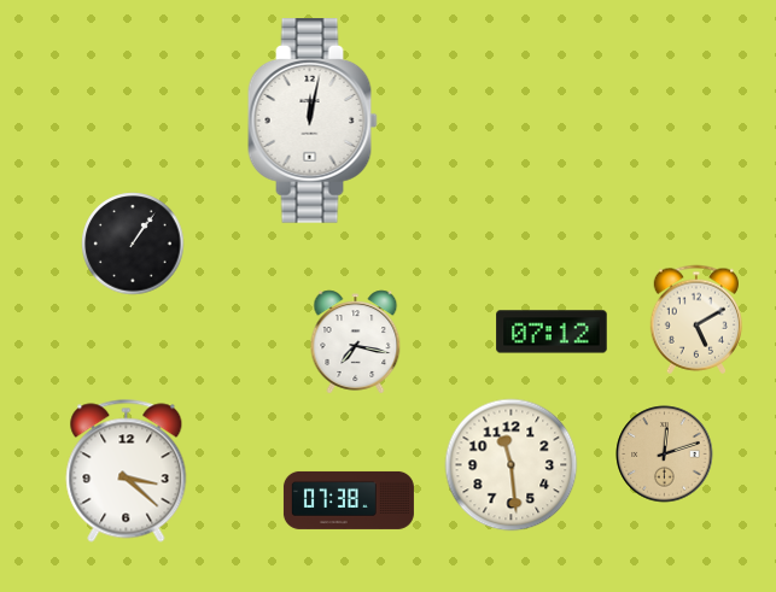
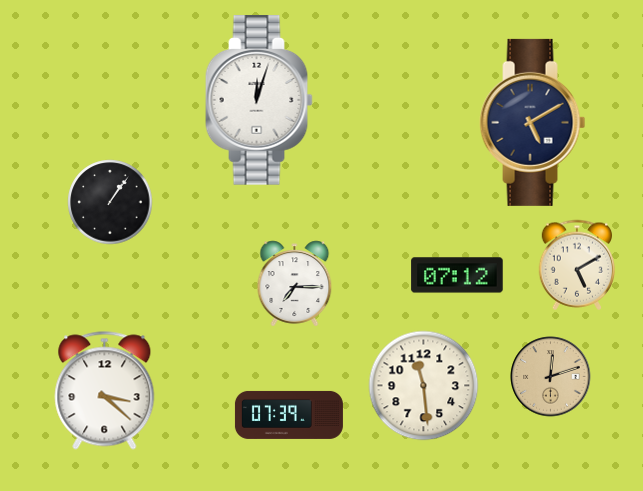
clock at (313, 122): 12:02 -> 12:03
clock at (533, 122): none -> 5:10
clock at (356, 342): 7:17 -> 7:15
clock at (349, 500): 07:38 -> 07:39
